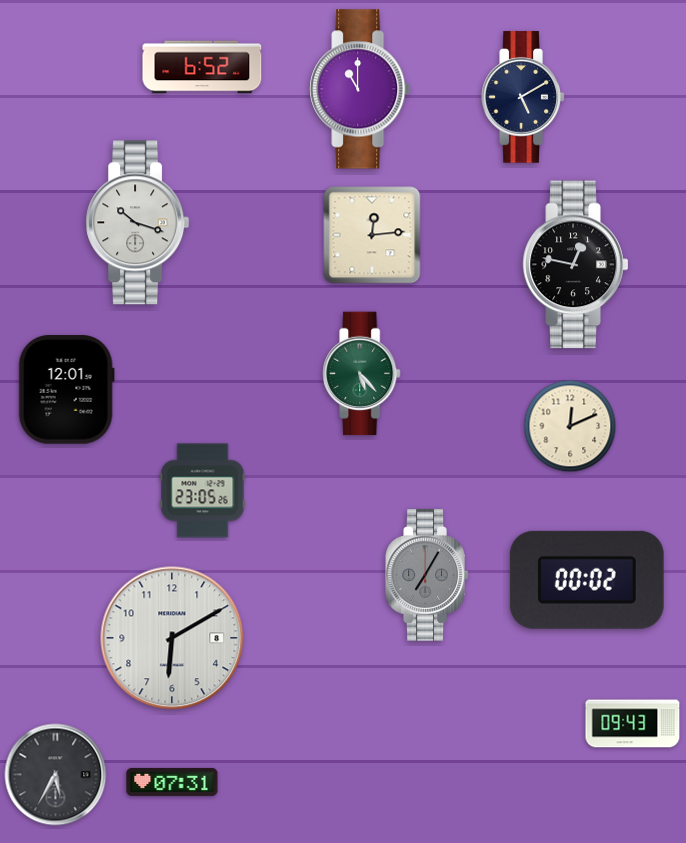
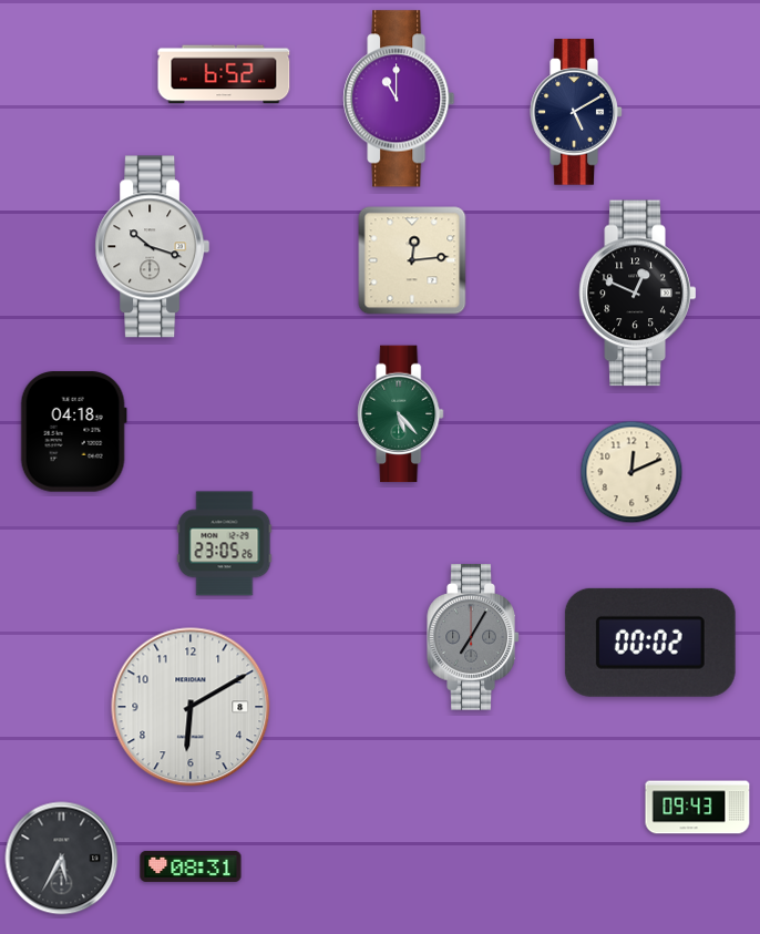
clock at (523, 97) position: (523, 97) -> (576, 112)
clock at (576, 265): 12:47 -> 12:49
clock at (66, 390): 12:01 -> 04:18
clock at (633, 724) position: (633, 724) -> (698, 808)
clock at (172, 782): 07:31 -> 08:31
